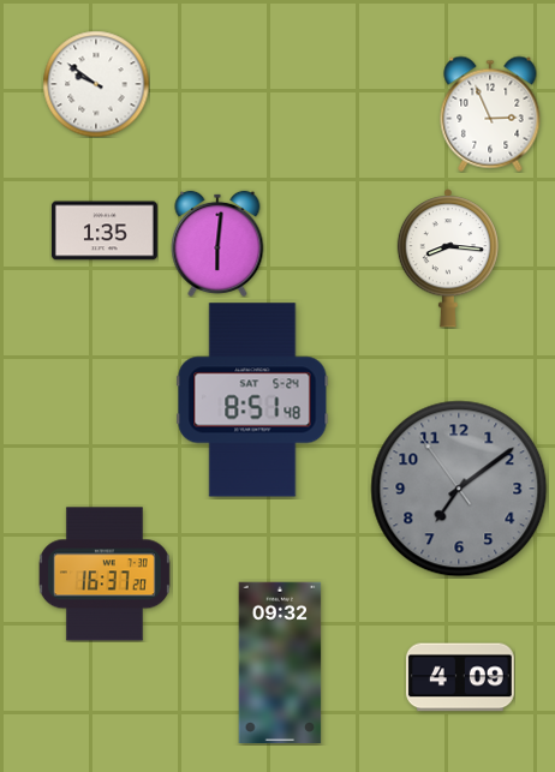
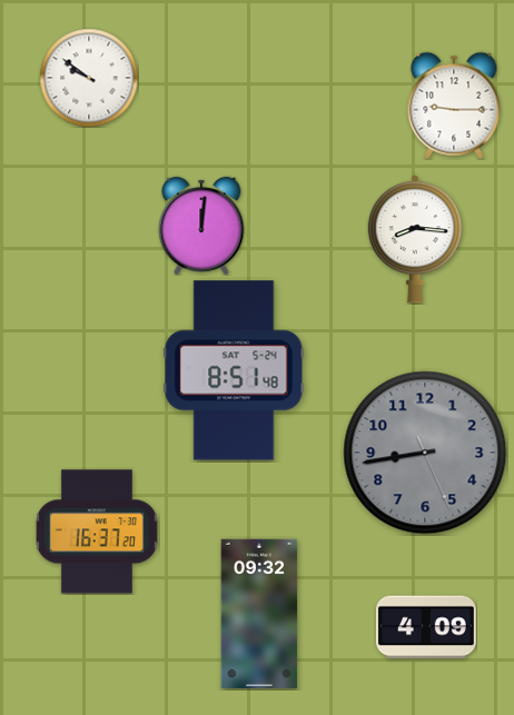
clock at (490, 114): 2:56 -> 9:15
clock at (105, 231): 1:35 -> none
clock at (217, 244): 6:01 -> 12:01
clock at (459, 489): 7:08 -> 8:43
